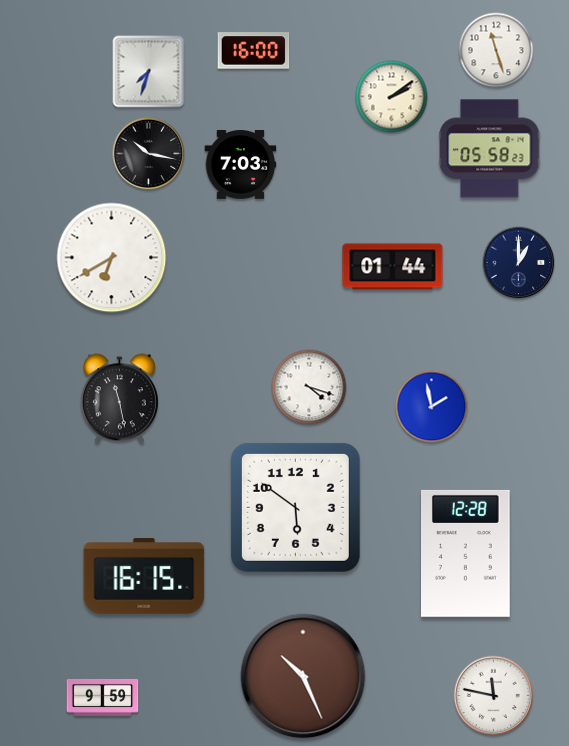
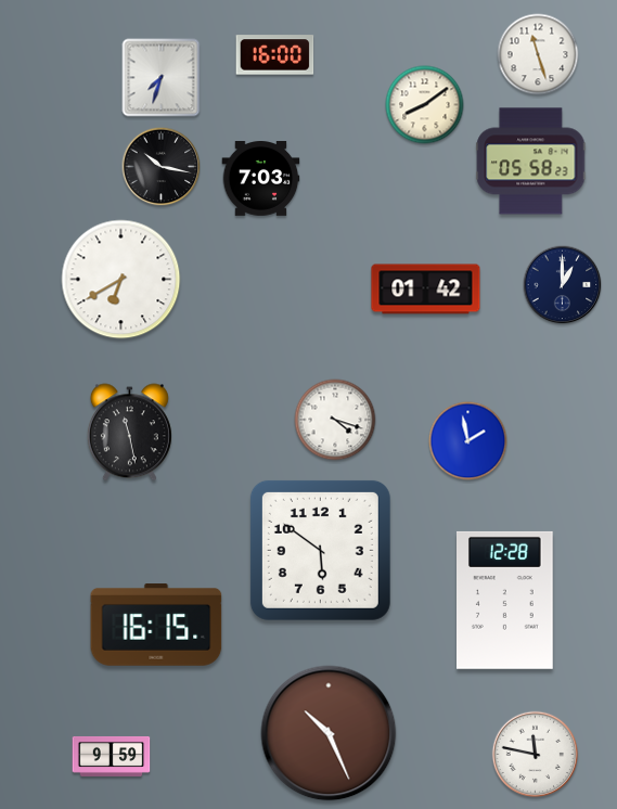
clock at (392, 97): 2:09 -> 8:09
clock at (393, 267): 01:44 -> 01:42
